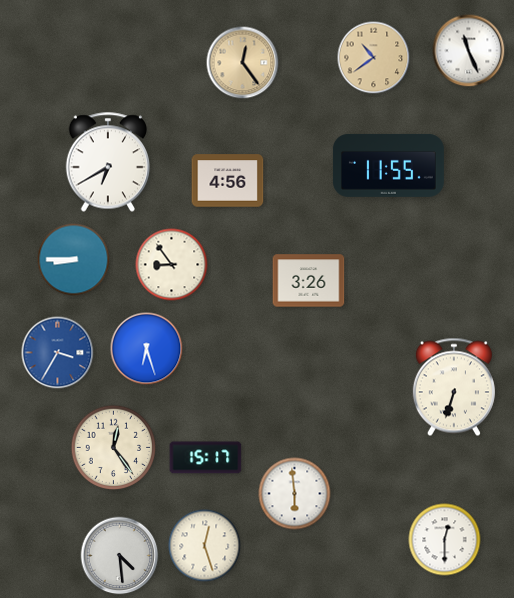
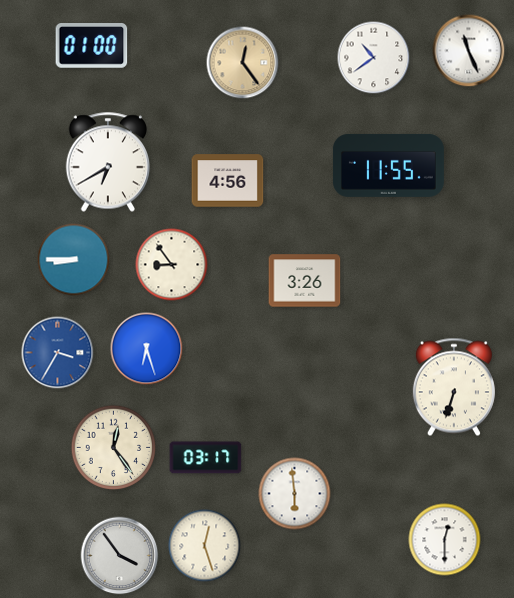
clock at (92, 46): none -> 01:00
clock at (374, 58) dial: champagne -> white
clock at (309, 281) position: (309, 281) -> (305, 281)
clock at (206, 458): 15:17 -> 03:17
clock at (120, 556): 4:29 -> 3:54
